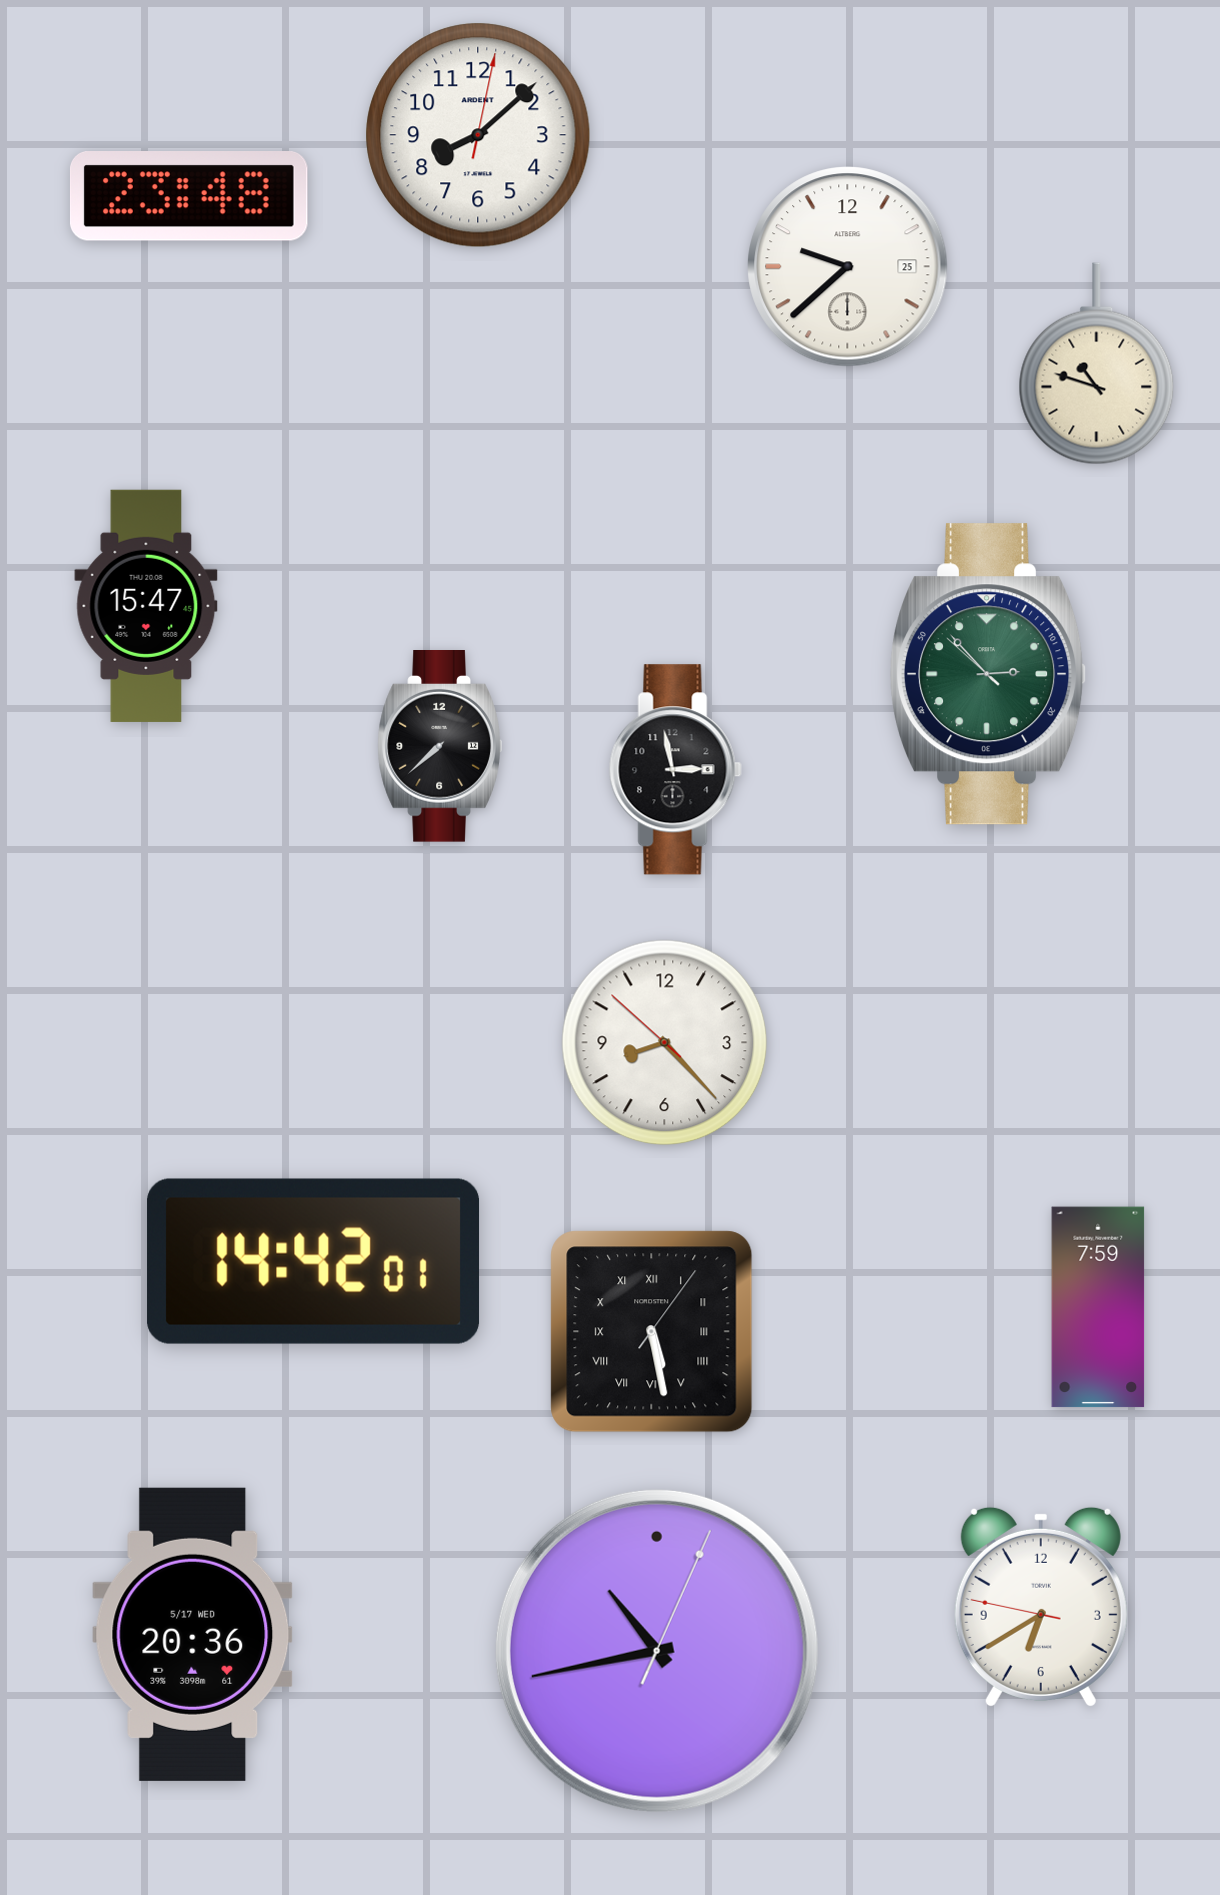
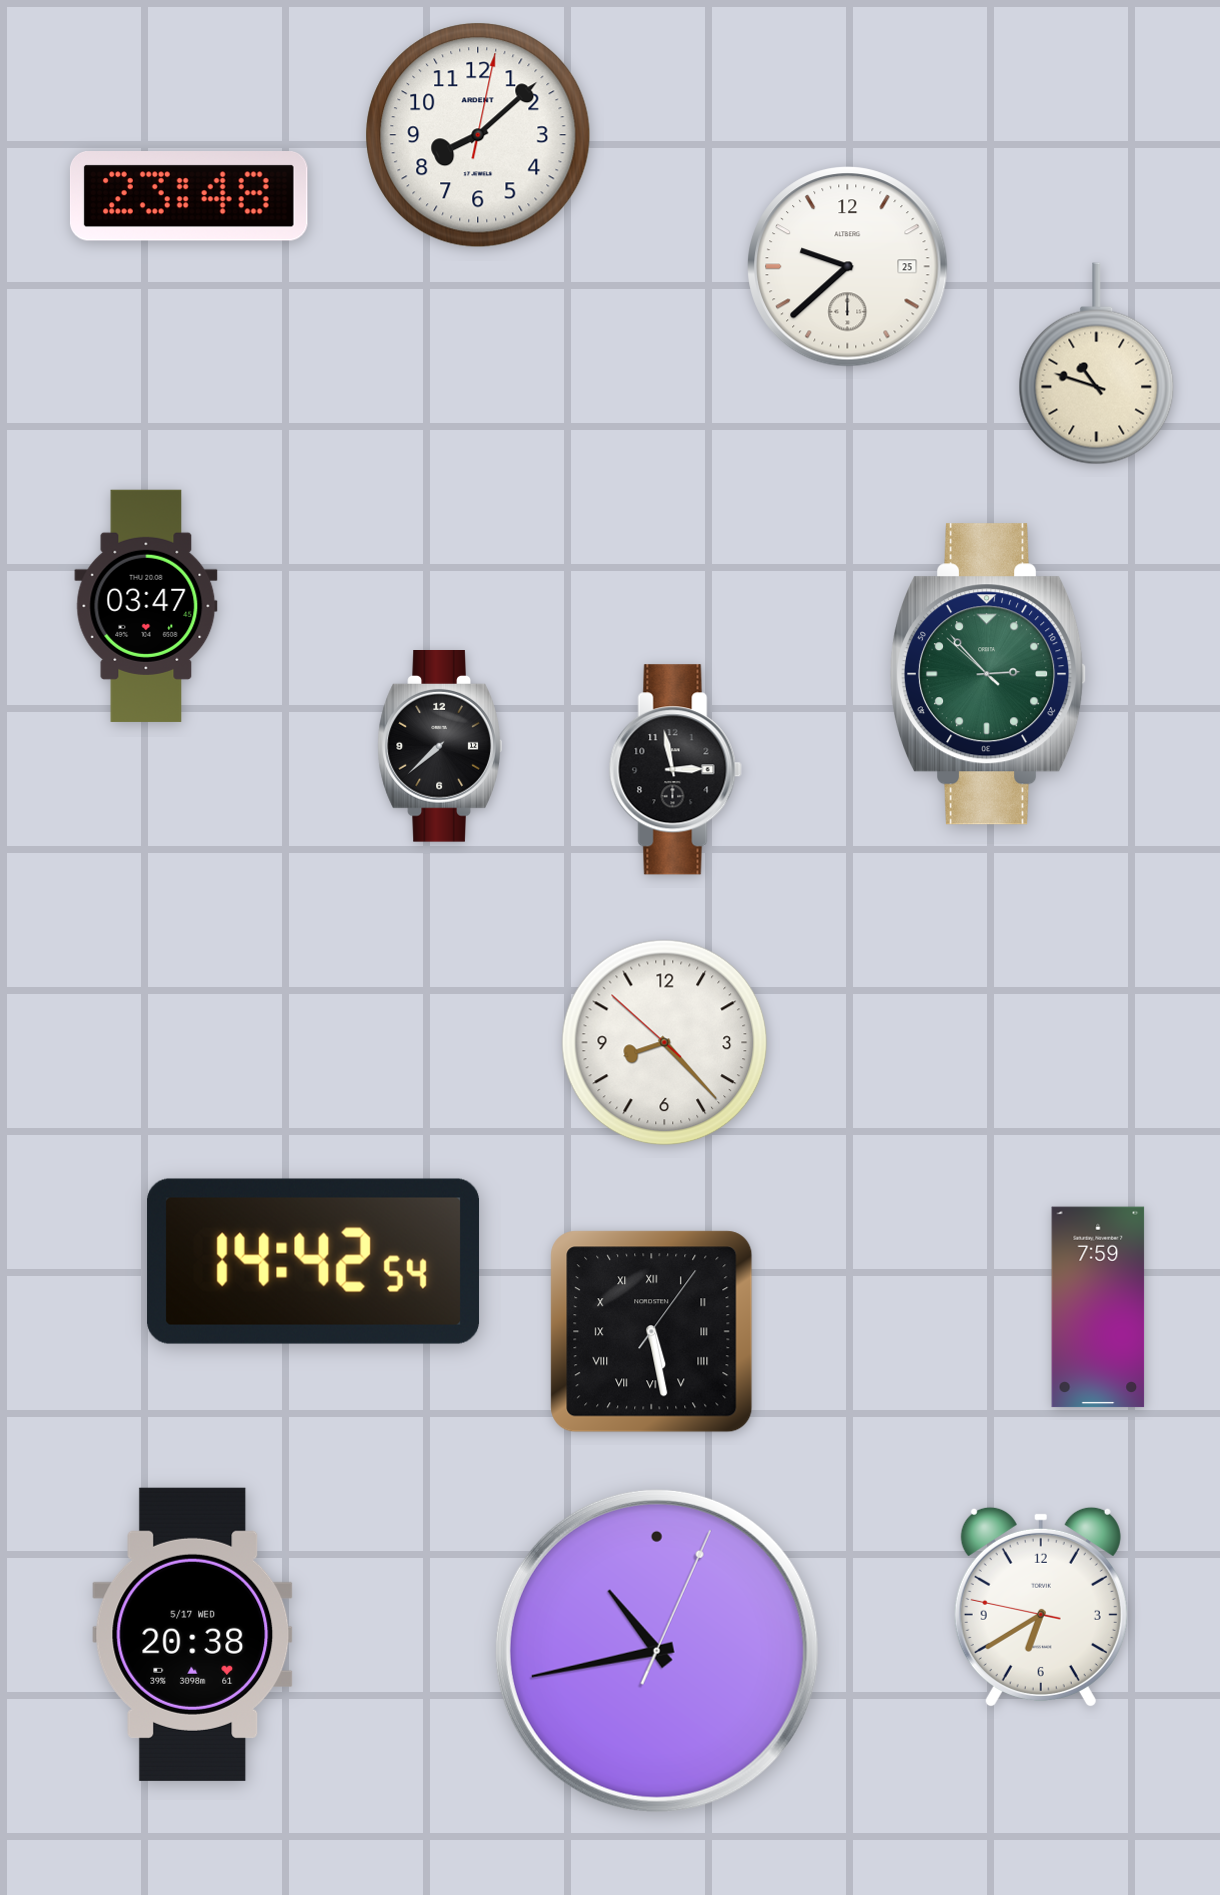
clock at (146, 606): 15:47 -> 03:47
clock at (314, 1261): 14:42:01 -> 14:42:54
clock at (193, 1634): 20:36 -> 20:38
